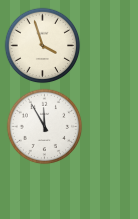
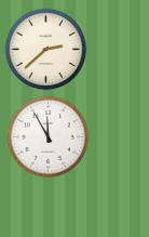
clock at (43, 46): 3:57 -> 2:38
